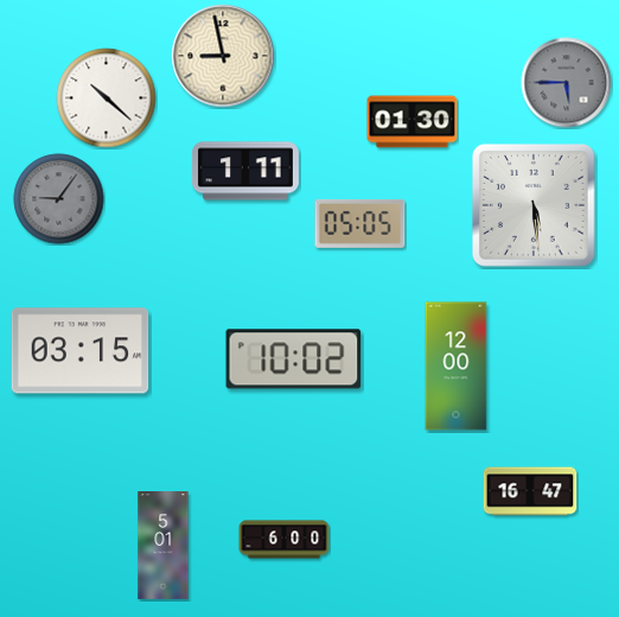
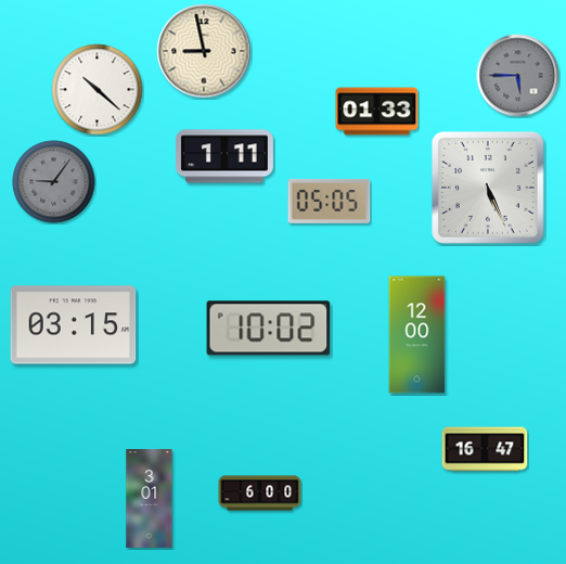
clock at (413, 122): 01:30 -> 01:33
clock at (534, 205): 5:29 -> 5:26
clock at (360, 223) position: (360, 223) -> (330, 201)
clock at (81, 351) position: (81, 351) -> (74, 325)
clock at (164, 546): 5:01 -> 3:01
